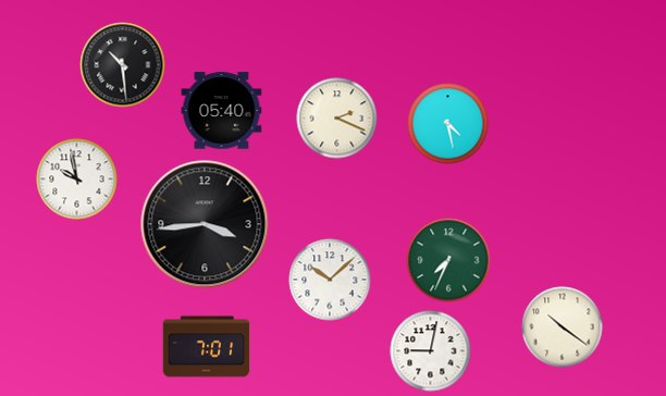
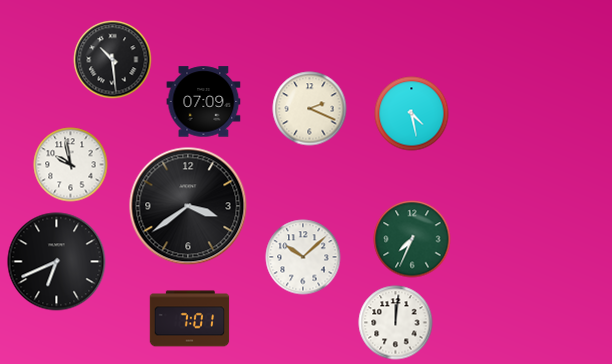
clock at (222, 111): 05:40 -> 07:09
clock at (205, 224): 3:44 -> 3:39
clock at (57, 262): none -> 6:41
clock at (563, 327): 10:21 -> none
clock at (431, 351): 9:02 -> 12:01
